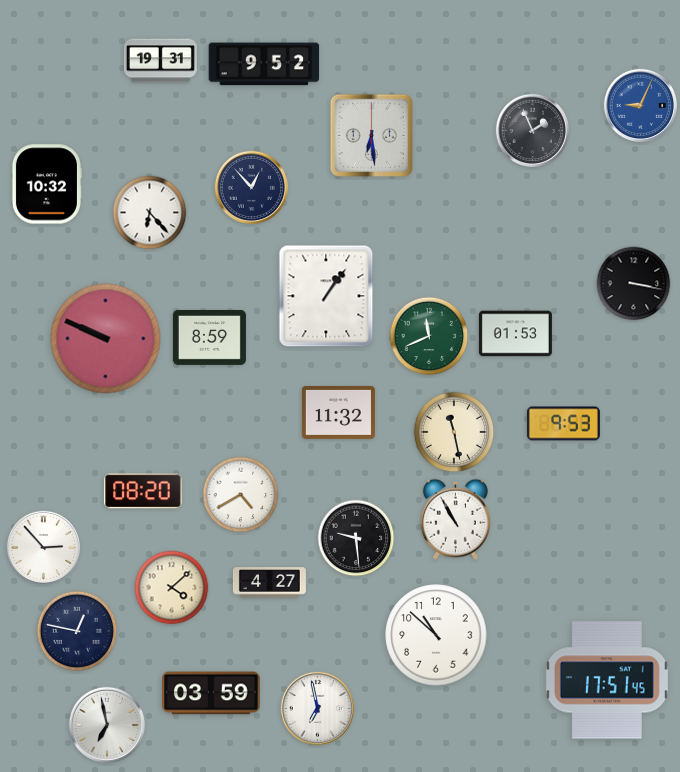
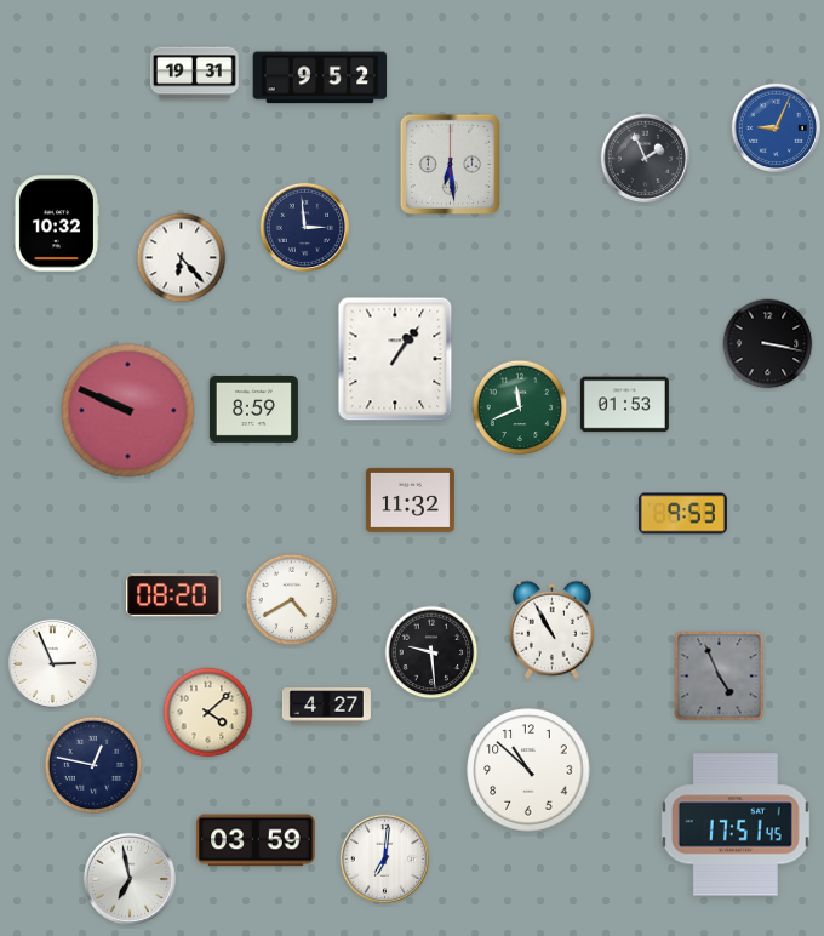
clock at (251, 187): 12:53 -> 2:59
clock at (454, 432): 11:28 -> none
clock at (43, 547): 2:53 -> 2:56
clock at (720, 677): none -> 4:56
clock at (317, 708): 6:58 -> 7:01
